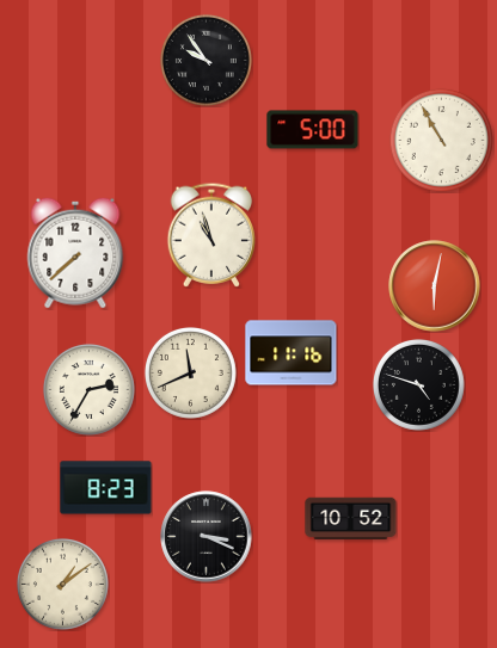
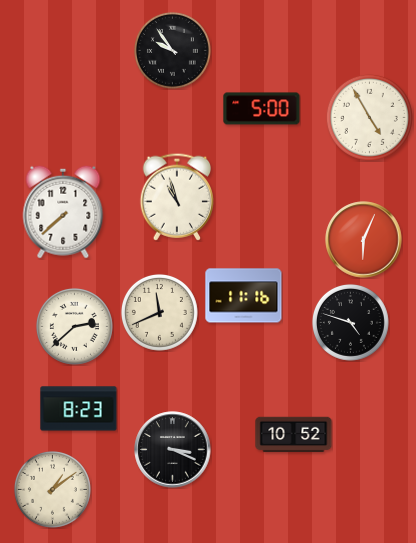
clock at (441, 140): 10:55 -> 4:55
clock at (435, 286): 6:02 -> 6:04
clock at (88, 389): 2:35 -> 2:38
clock at (106, 488) position: (106, 488) -> (79, 409)
